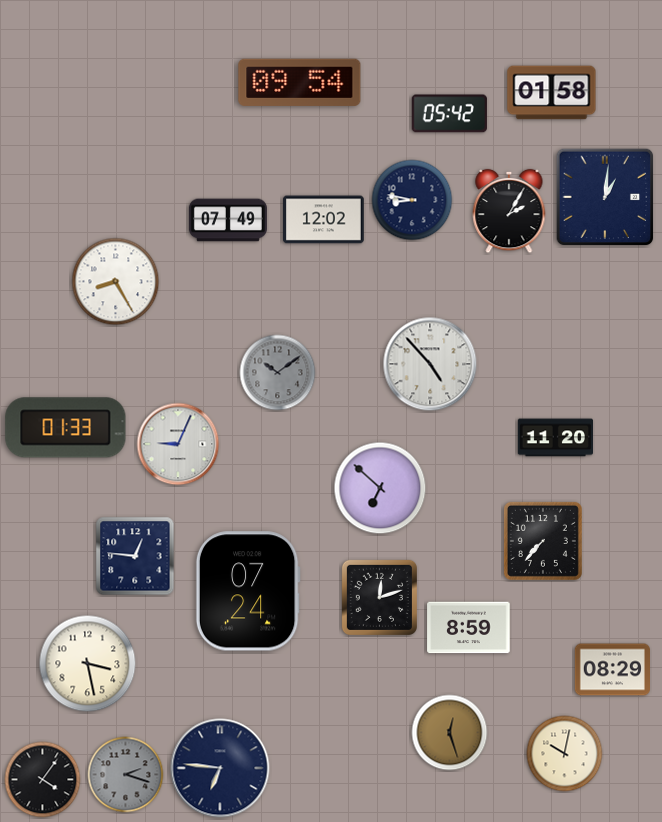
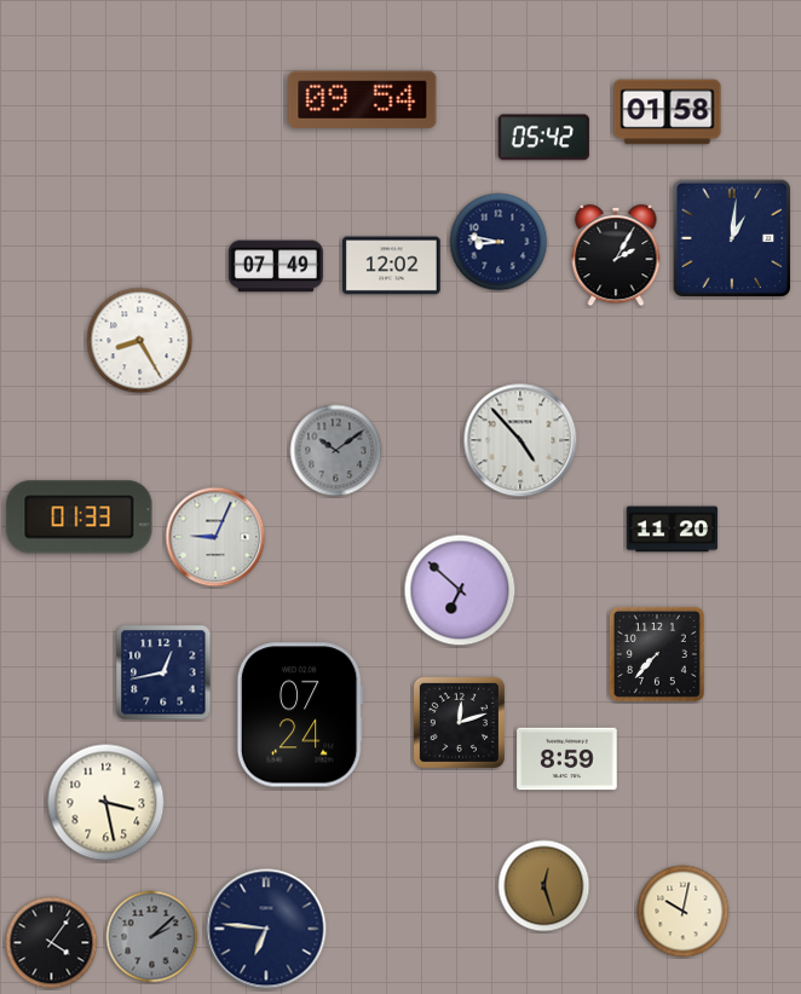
clock at (135, 556): 12:46 -> 12:43
clock at (612, 670): 08:29 -> none
clock at (126, 775): 2:18 -> 2:08
